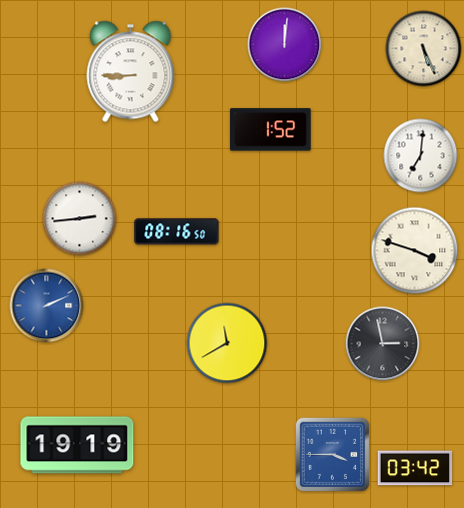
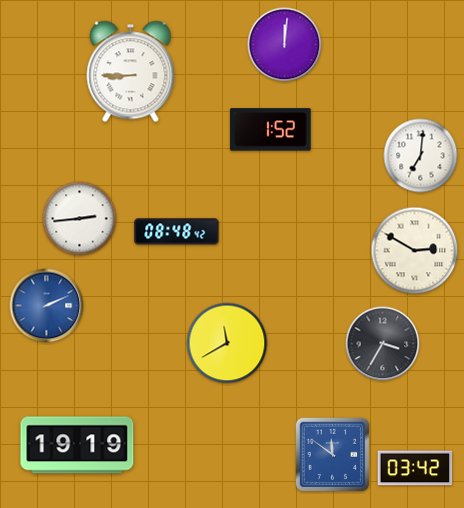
clock at (424, 49): 5:26 -> none
clock at (177, 232): 08:16 -> 08:48
clock at (415, 251): 3:48 -> 2:50
clock at (383, 344): 2:58 -> 3:35
clock at (333, 455): 3:45 -> 11:51
